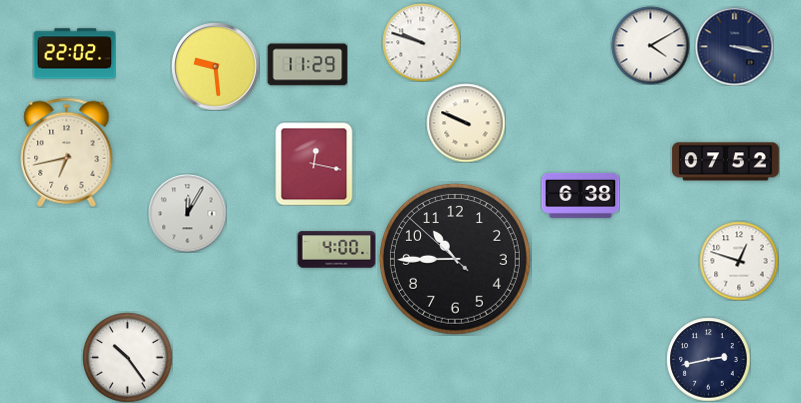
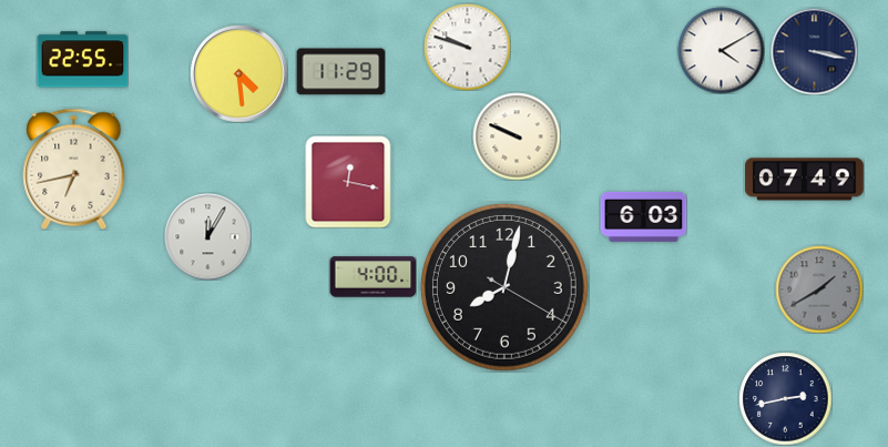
clock at (74, 54): 22:02 -> 22:55
clock at (215, 66): 9:29 -> 4:29
clock at (726, 162): 07:52 -> 07:49
clock at (580, 195): 6:38 -> 6:03
clock at (456, 260): 10:44 -> 8:02
clock at (739, 261): 12:48 -> 1:40
clock at (739, 261) dial: white -> grey
clock at (128, 358): 10:24 -> none
